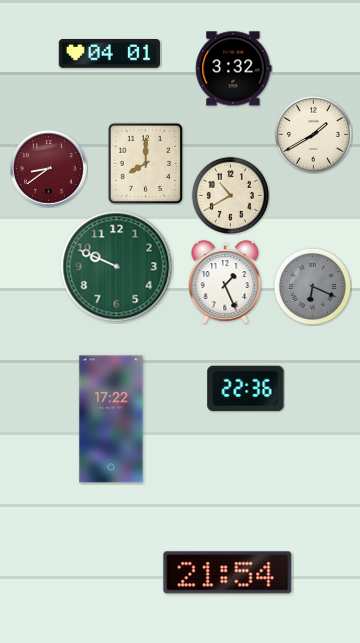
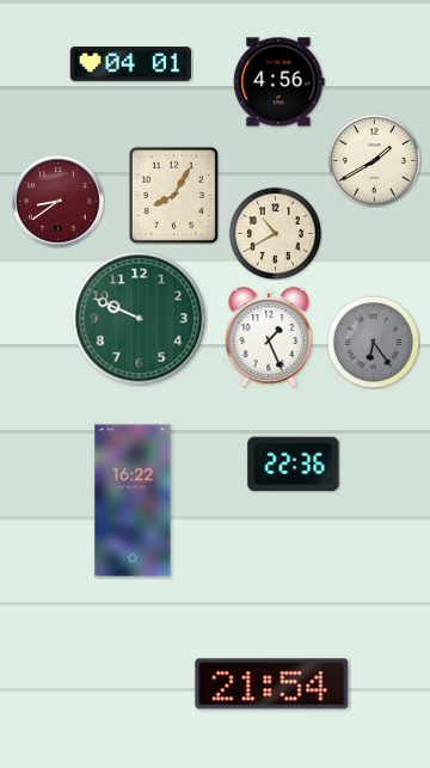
clock at (234, 69): 3:32 -> 4:56
clock at (145, 163): 8:00 -> 8:05
clock at (312, 286): 6:19 -> 6:24
clock at (111, 419): 17:22 -> 16:22
